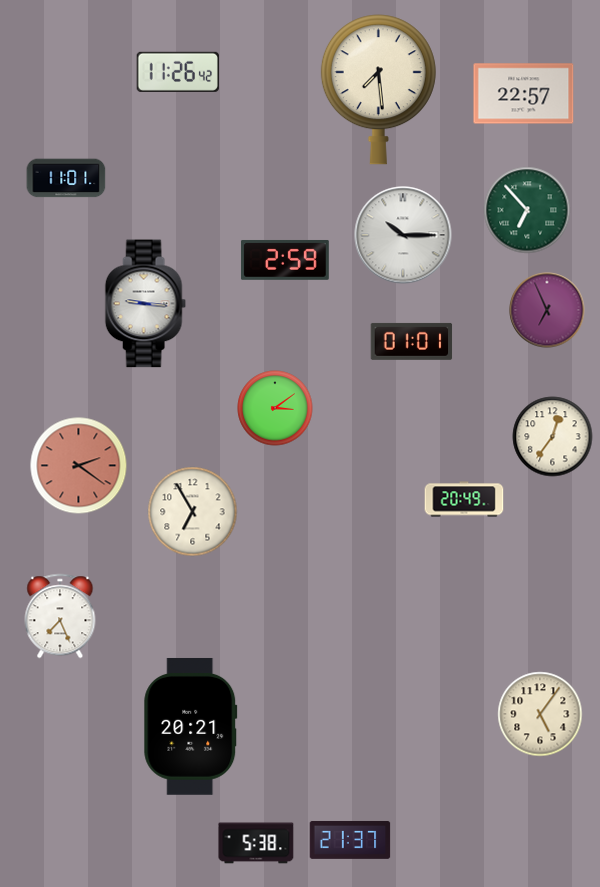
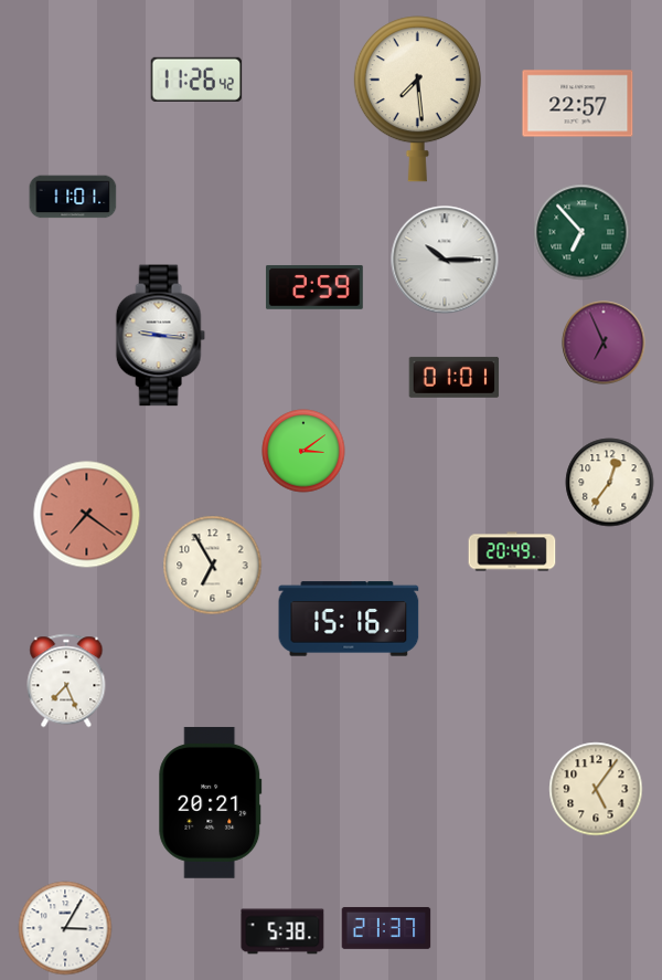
clock at (79, 466): 2:21 -> 7:21
clock at (349, 619): none -> 15:16
clock at (65, 928): none -> 3:05
